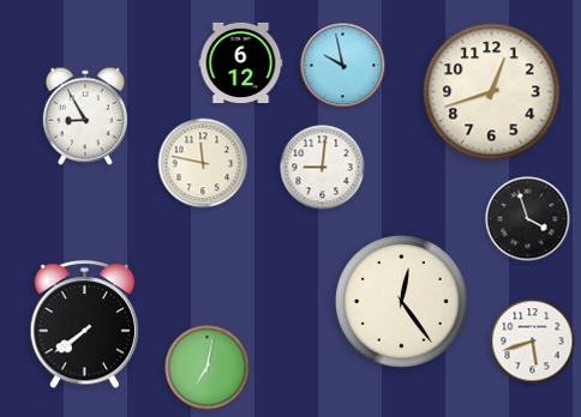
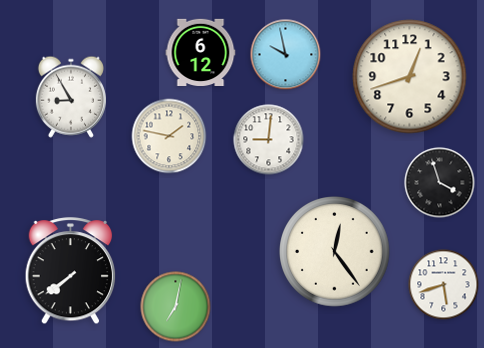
clock at (203, 163): 11:47 -> 1:47
clock at (208, 368) position: (208, 368) -> (176, 307)
